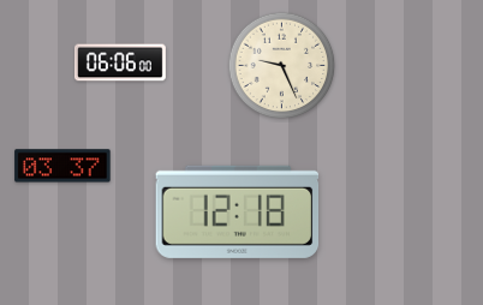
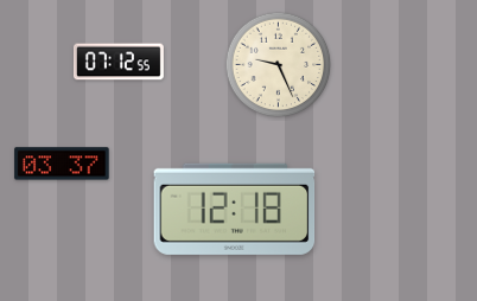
clock at (120, 62): 06:06 -> 07:12
